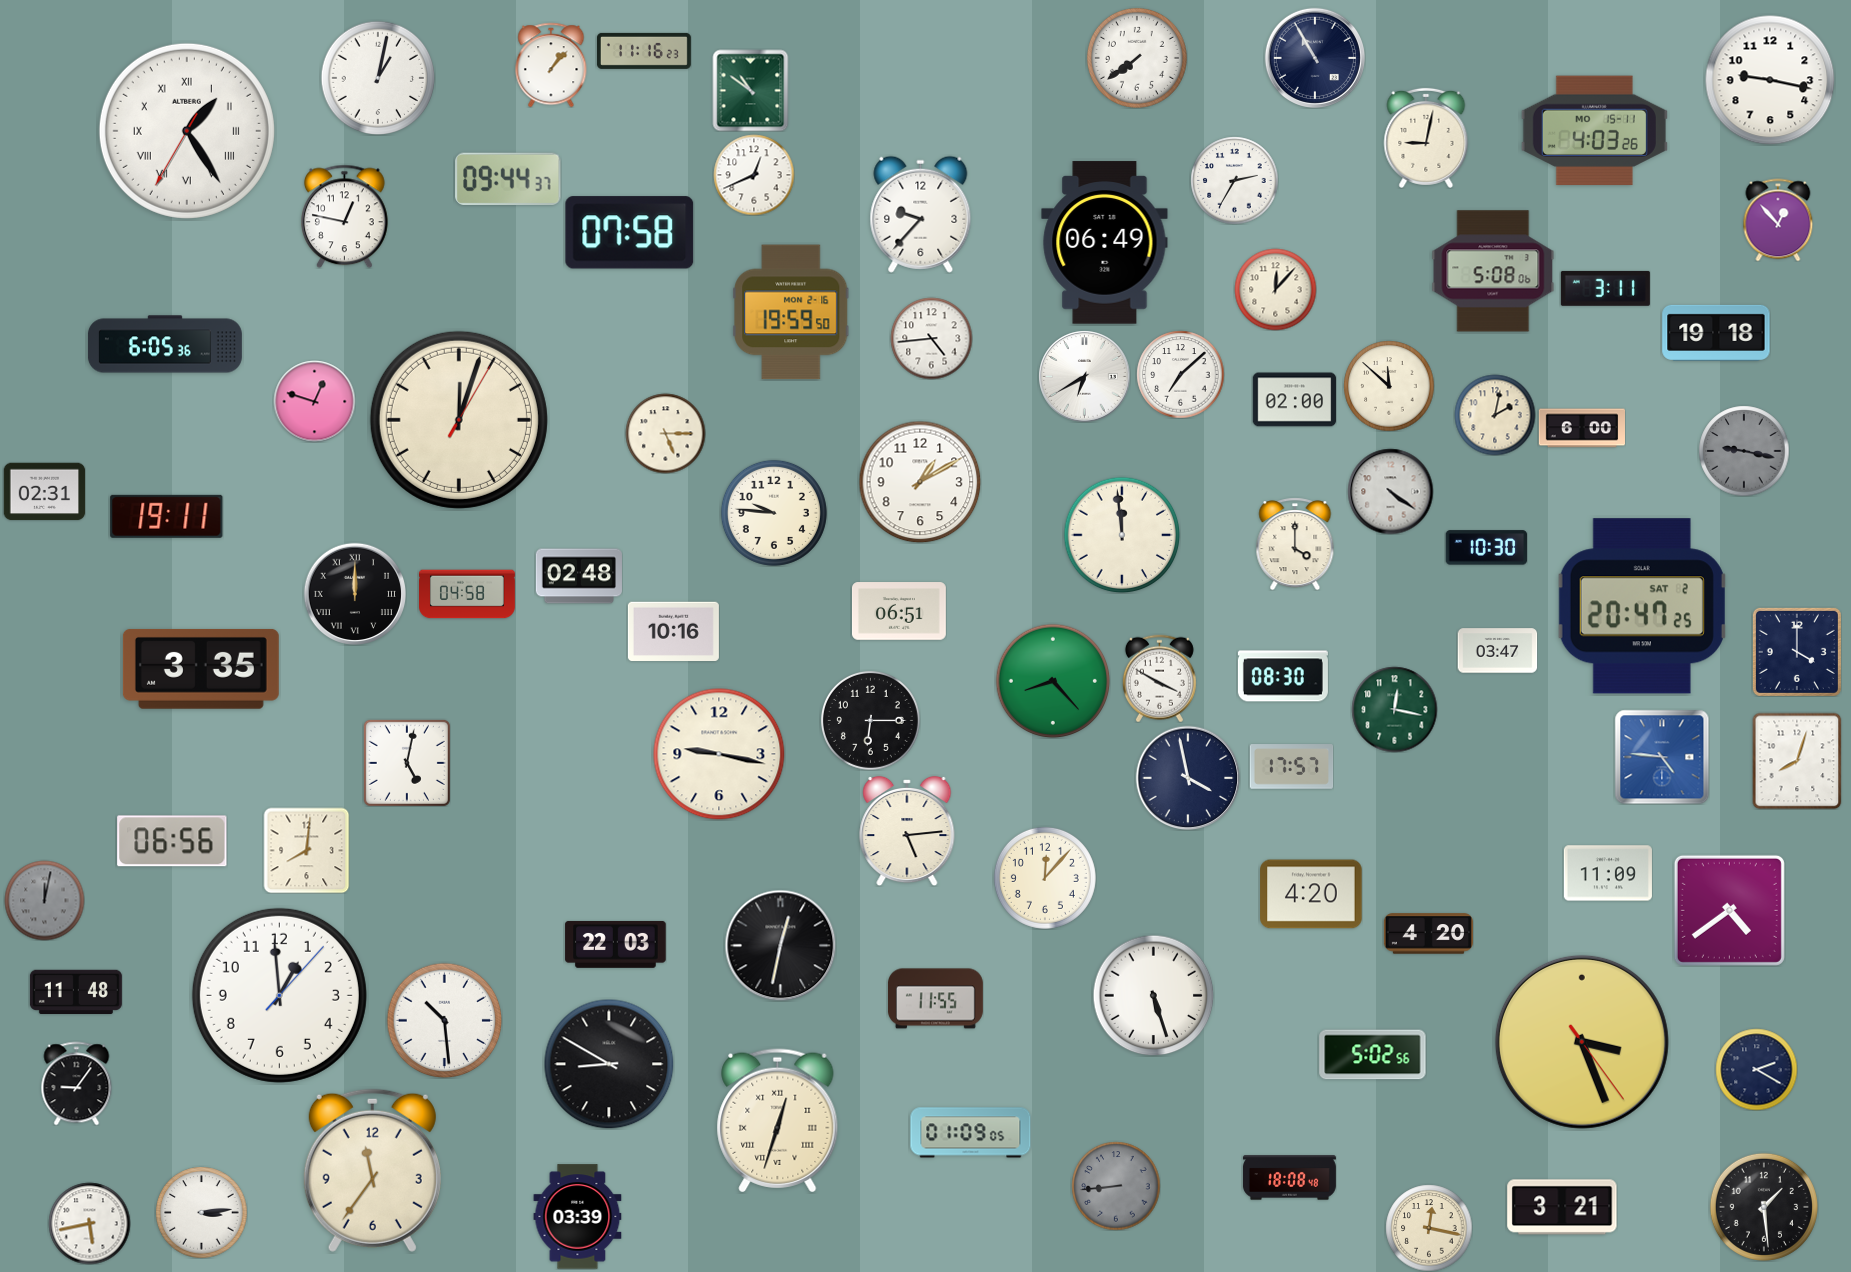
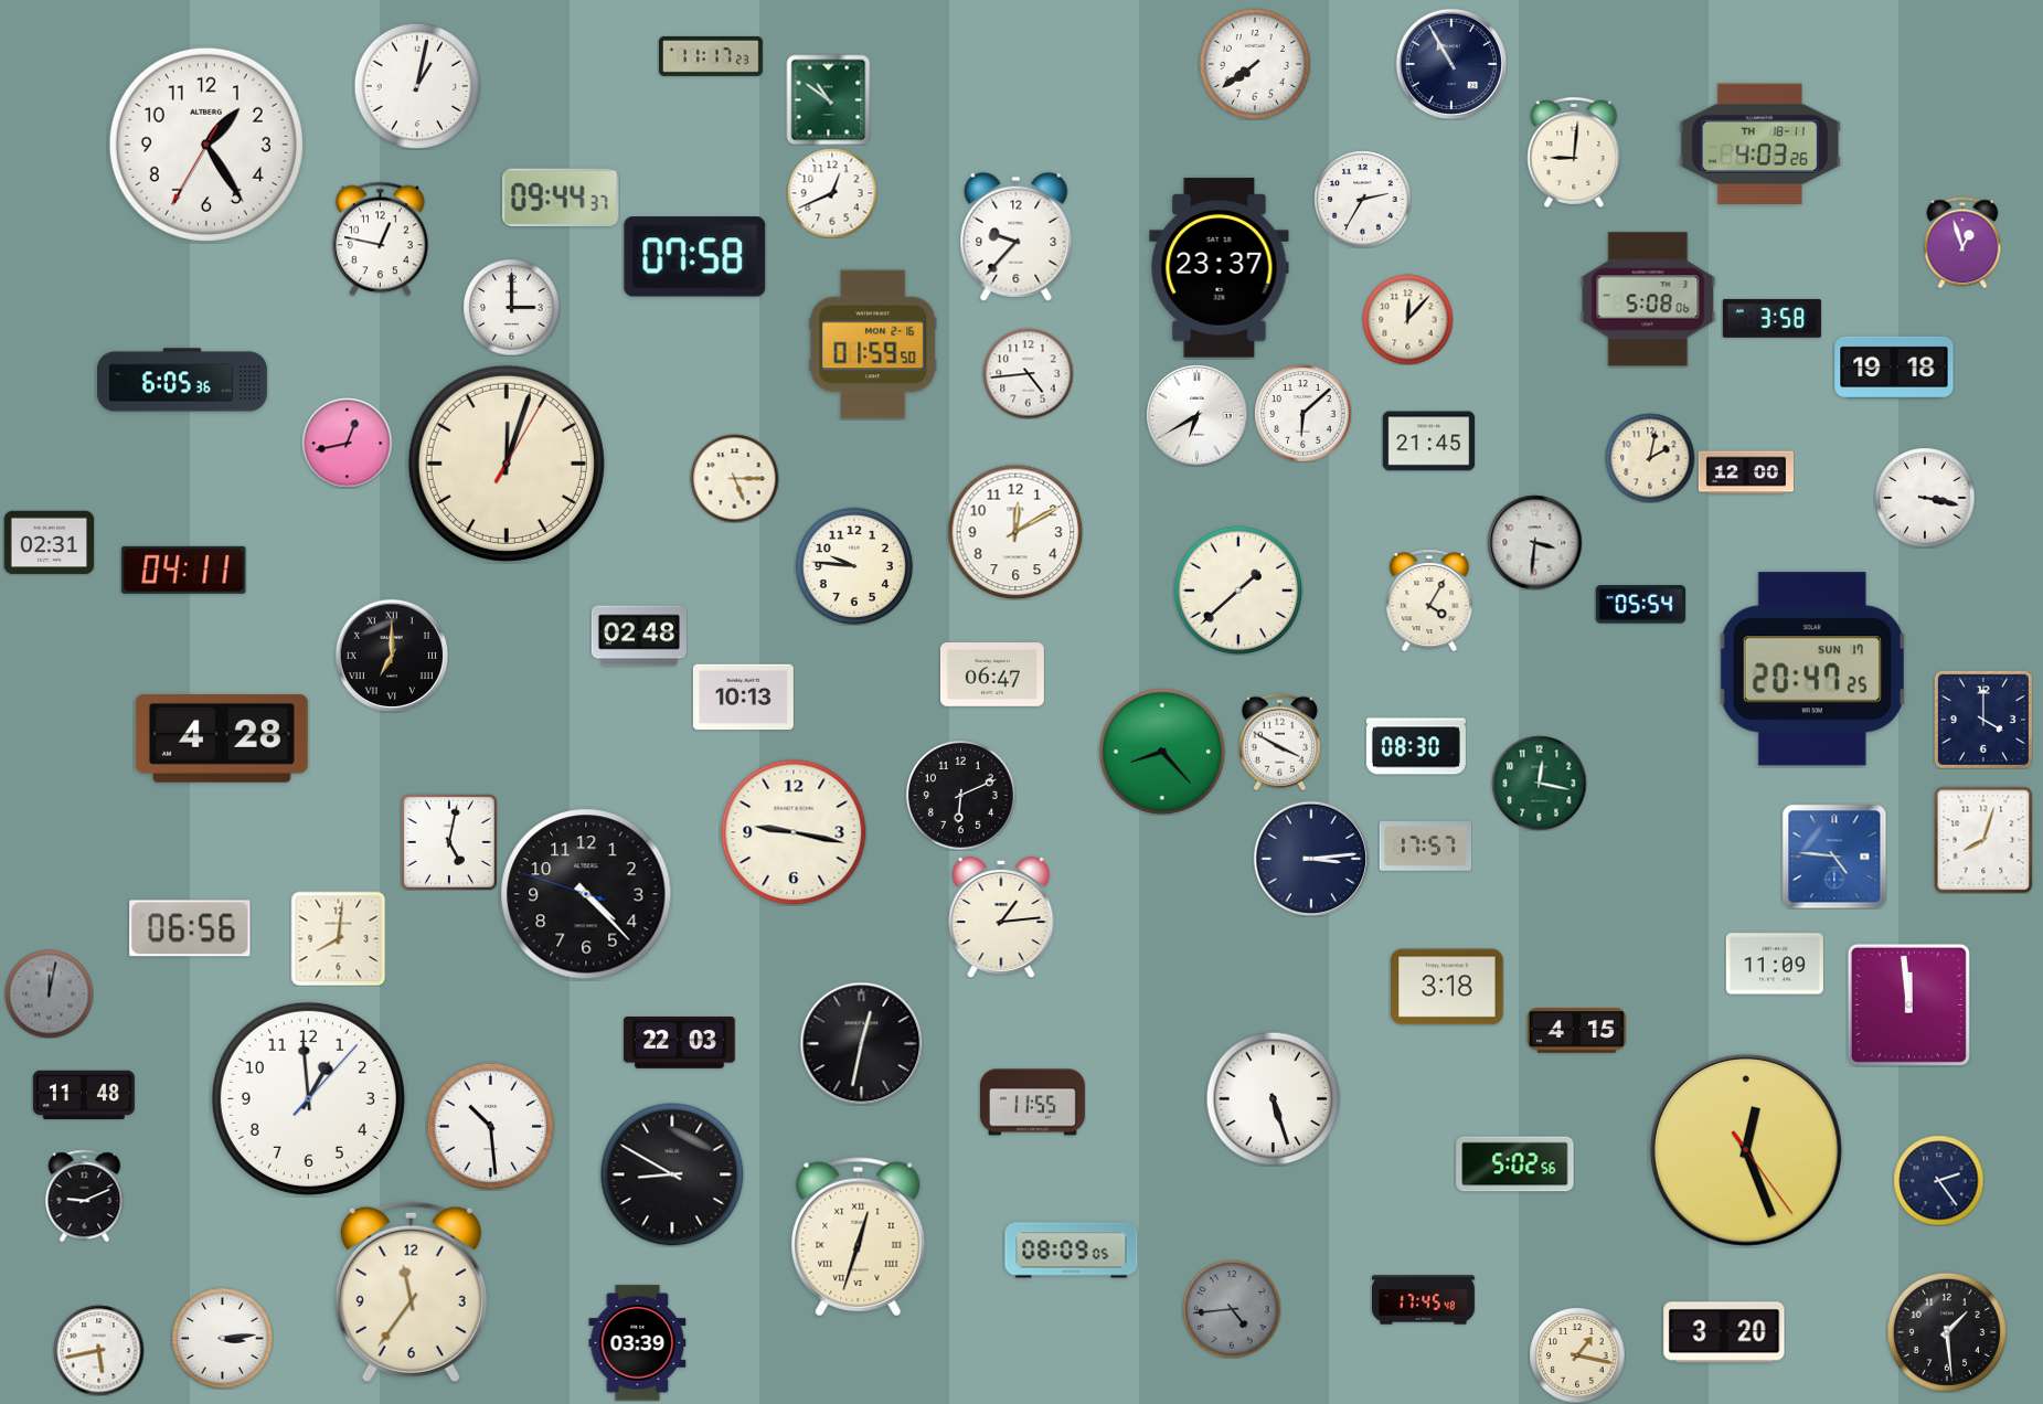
clock at (644, 51): 11:16 -> 11:17
clock at (551, 65): 1:07 -> none
clock at (1770, 80): 9:17 -> none
clock at (187, 131) numerals: Roman -> Arabic
clock at (1594, 131) date: MO 15-11 -> TH 18-11
clock at (1426, 138): 9:02 -> 9:01
clock at (1778, 220): 12:53 -> 12:57
clock at (1105, 243): 06:49 -> 23:37
clock at (511, 307): none -> 3:00
clock at (1605, 288): 3:11 -> 3:58
clock at (791, 312): 19:59 -> 01:59
clock at (1180, 374): 7:08 -> 6:08
clock at (1389, 386): 11:52 -> none
clock at (1294, 400): 02:00 -> 21:45
clock at (314, 401): 12:48 -> 12:43
clock at (1581, 428): 6:00 -> 12:00
clock at (1744, 451): 9:17 -> 3:17
clock at (1744, 451) dial: grey -> white
clock at (920, 482): 1:10 -> 12:10
clock at (1390, 491): 4:21 -> 3:31
clock at (167, 516): 19:11 -> 04:11
clock at (1122, 535): 11:59 -> 1:38
clock at (1295, 544): 4:00 -> 4:05
clock at (1486, 548): 10:30 -> 05:54
clock at (354, 593): 12:00 -> 7:00
clock at (468, 594): 04:58 -> none
clock at (1642, 606) date: SAT 2 -> SUN 17
clock at (899, 611): 06:51 -> 06:47
clock at (673, 632): 10:16 -> 10:13
clock at (1497, 651): 03:47 -> none
clock at (201, 669): 3:35 -> 4:28
clock at (1159, 678) position: (1159, 678) -> (1279, 742)
clock at (870, 720): 6:15 -> 6:11
clock at (1662, 757) position: (1662, 757) -> (1834, 857)
clock at (1188, 778): 3:58 -> 3:14
clock at (586, 894): none -> 4:22
clock at (907, 831): 5:14 -> 1:14
clock at (1045, 878): 12:07 -> none
clock at (1311, 894): 4:20 -> 3:18
clock at (1729, 910): 4:39 -> 11:59
clock at (1428, 934): 4:20 -> 4:15
clock at (1582, 1042): 3:26 -> 12:26
clock at (1756, 1069): 2:20 -> 2:24
clock at (77, 1083): 9:06 -> 9:11
clock at (971, 1133): 01:09 -> 08:09
clock at (1289, 1178): 18:08 -> 17:45
clock at (1116, 1186): 8:44 -> 4:44
clock at (1562, 1207): 3:21 -> 3:20
clock at (1429, 1228): 12:17 -> 1:17
